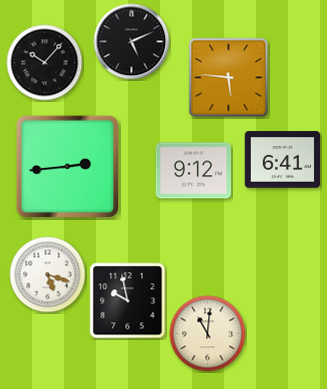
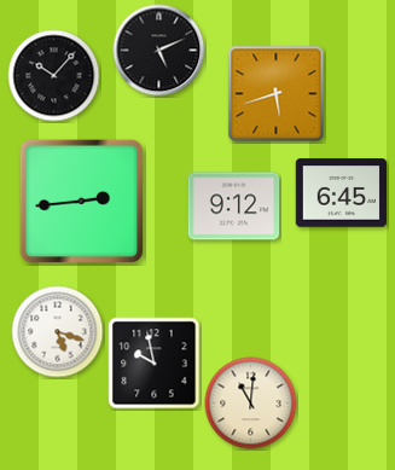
clock at (229, 78): 5:46 -> 5:42
clock at (283, 160): 6:41 -> 6:45
